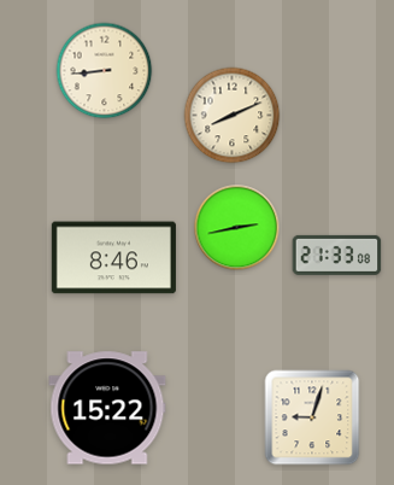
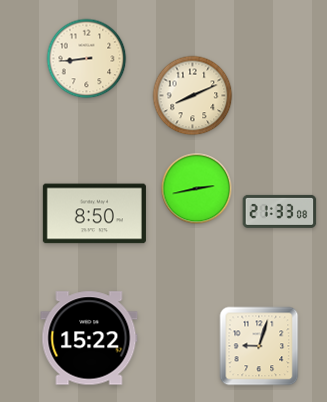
clock at (113, 258): 8:46 -> 8:50
